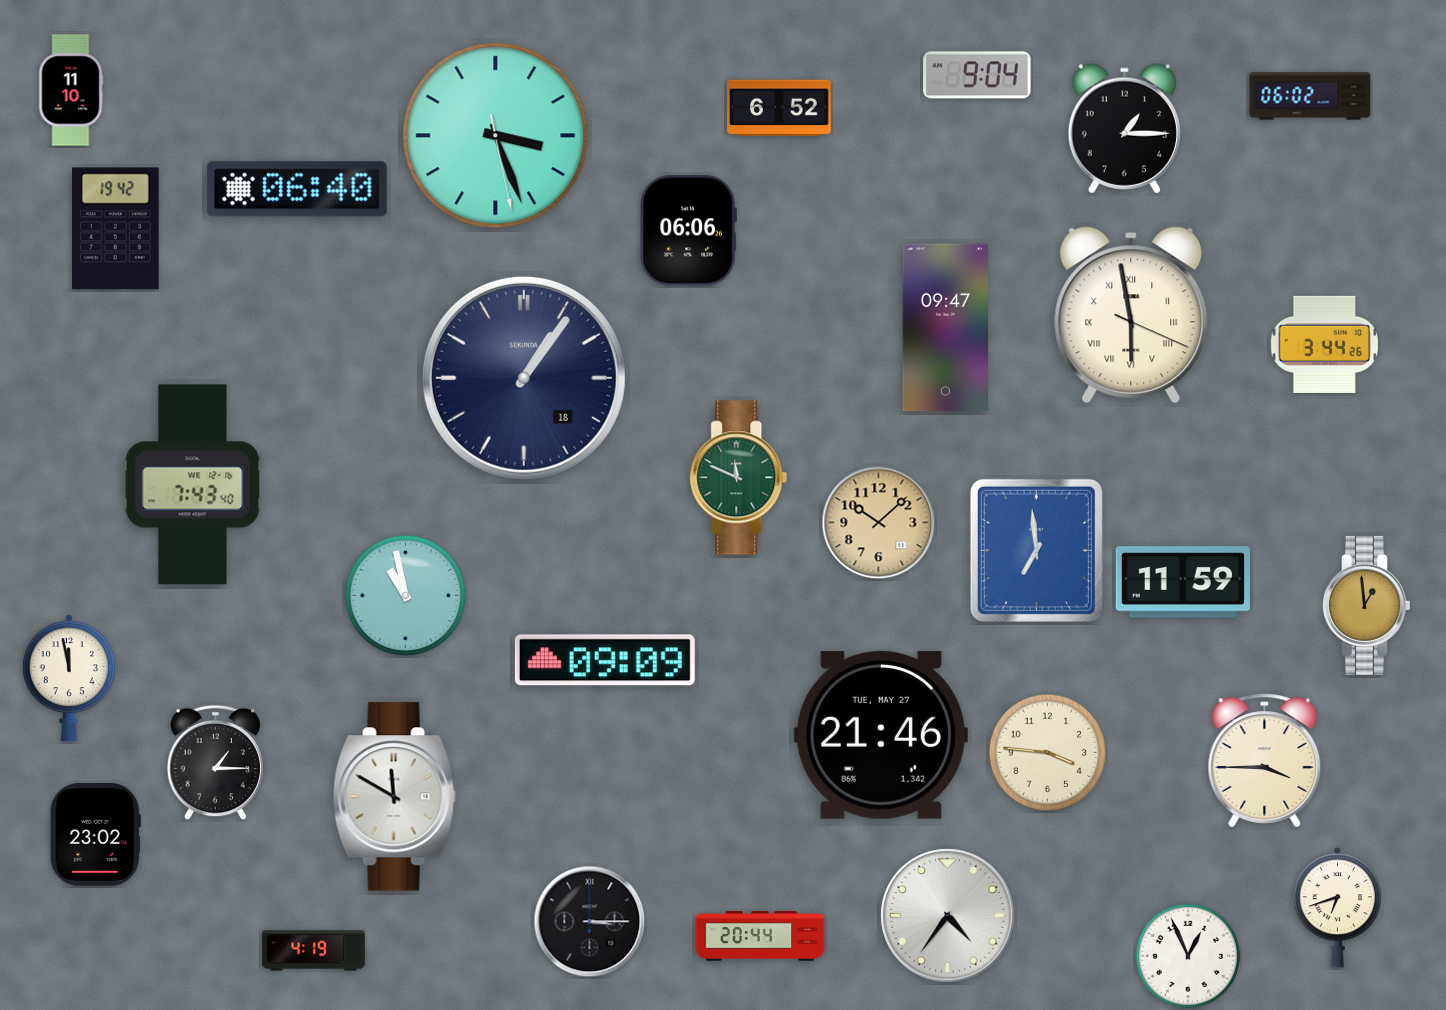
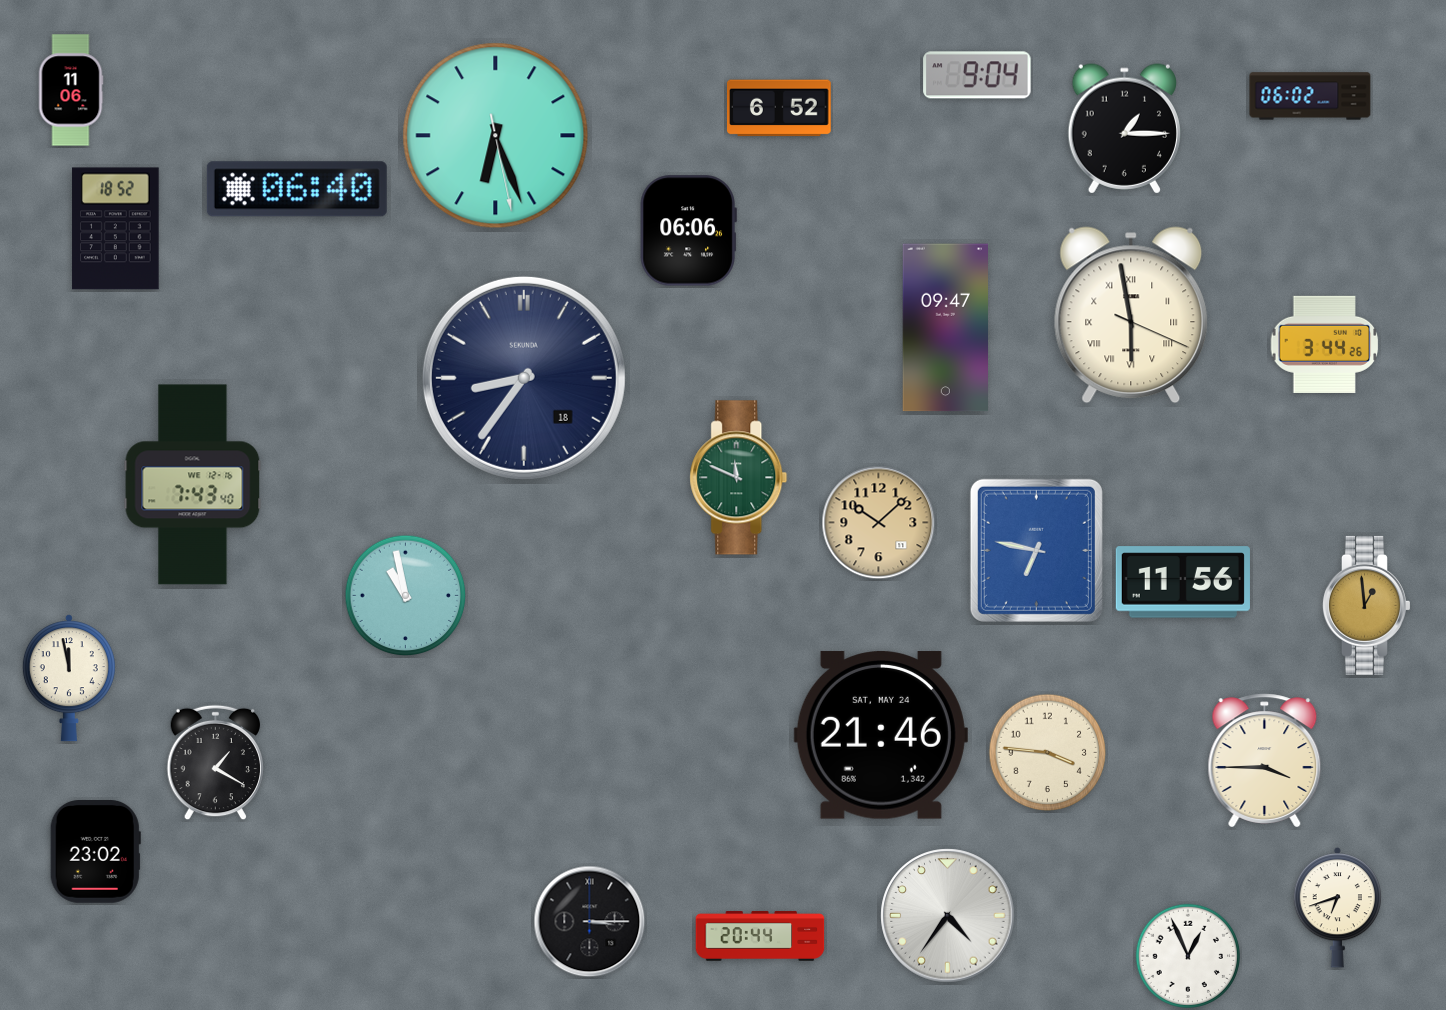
clock at (71, 90): 11:10 -> 11:06
clock at (496, 136): 3:26 -> 6:26
clock at (116, 229): 19:42 -> 18:52
clock at (524, 378): 1:06 -> 8:36
clock at (1036, 550): 6:59 -> 6:47
clock at (1183, 582): 11:59 -> 11:56
clock at (605, 660): 09:09 -> none
clock at (881, 735) date: TUE, MAY 27 -> SAT, MAY 24
clock at (215, 763): 1:15 -> 1:20
clock at (394, 797): 11:50 -> none
clock at (95, 835) position: (95, 835) -> (95, 852)
clock at (314, 951): 4:19 -> none
